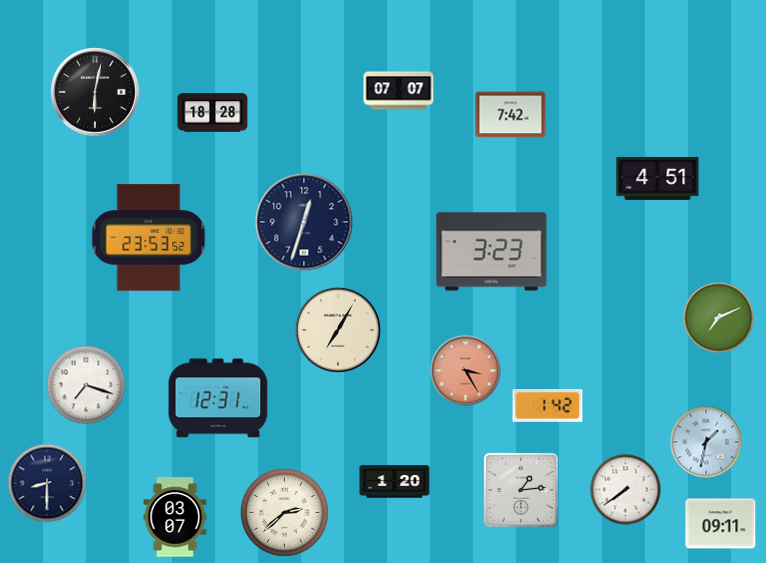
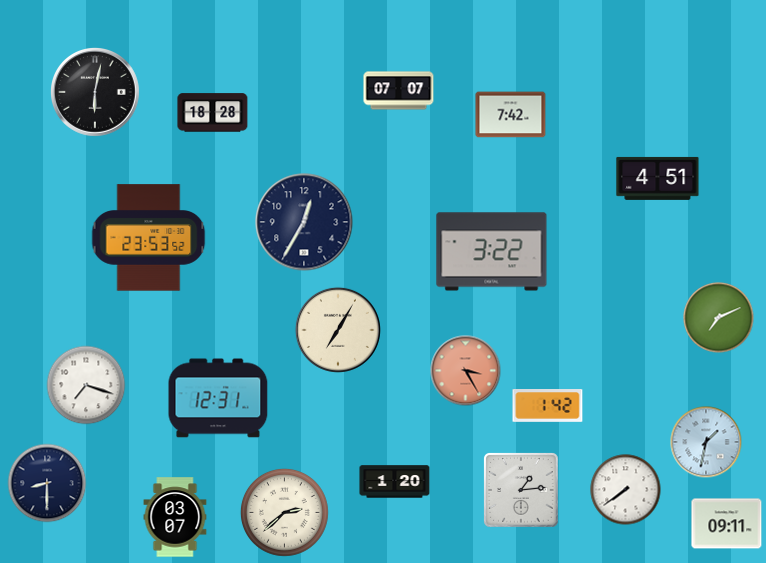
clock at (304, 222): 12:33 -> 12:35
clock at (492, 252): 3:23 -> 3:22
clock at (721, 524) position: (721, 524) -> (727, 524)
